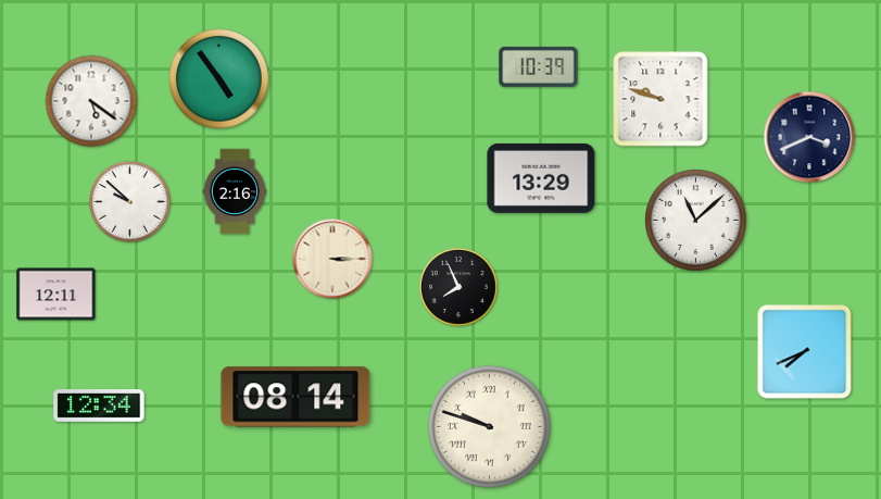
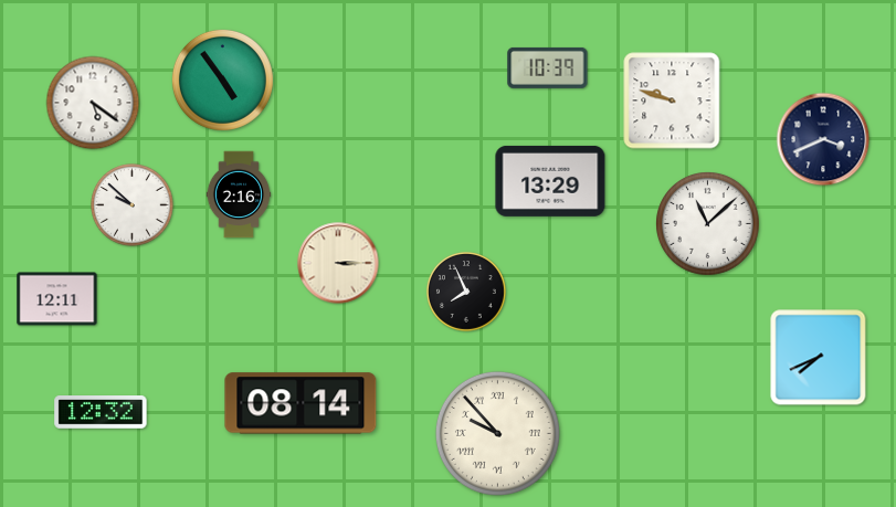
clock at (99, 407): 12:34 -> 12:32
clock at (489, 426): 9:48 -> 9:53
